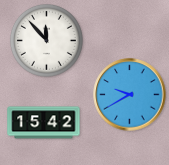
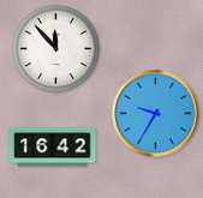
clock at (130, 95): 9:40 -> 9:35
clock at (44, 123): 15:42 -> 16:42
